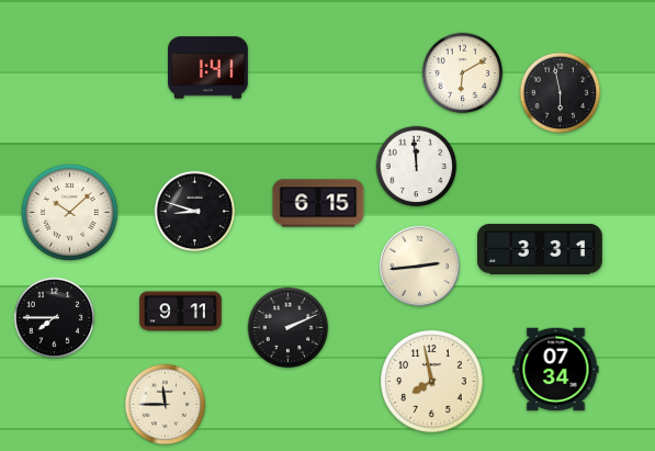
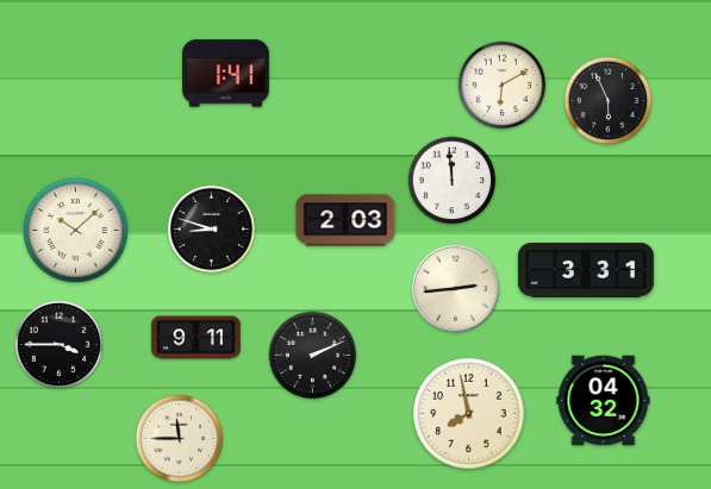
clock at (463, 74) position: (463, 74) -> (503, 86)
clock at (561, 93): 5:58 -> 5:56
clock at (318, 203): 6:15 -> 2:03
clock at (55, 318): 7:45 -> 3:45
clock at (556, 370): 07:34 -> 04:32
